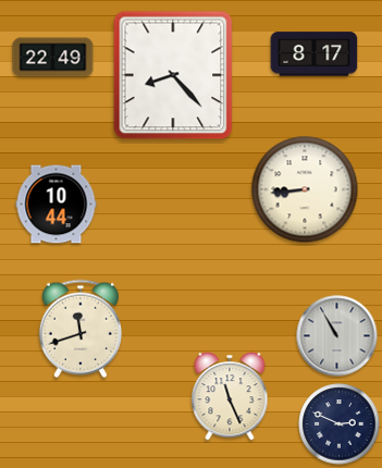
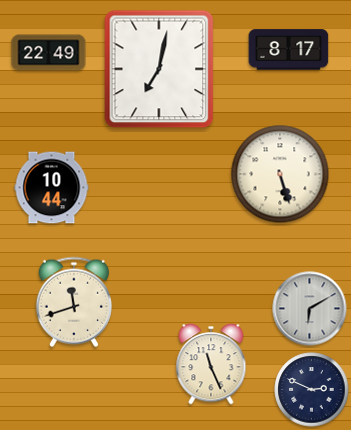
clock at (173, 75): 8:23 -> 7:02
clock at (305, 189): 8:44 -> 5:27
clock at (337, 336): 10:55 -> 6:10
